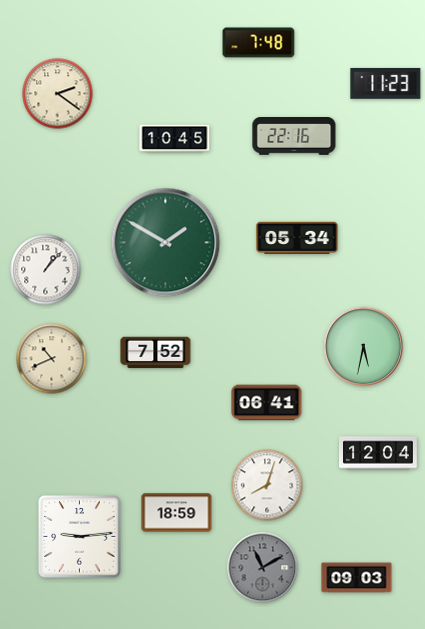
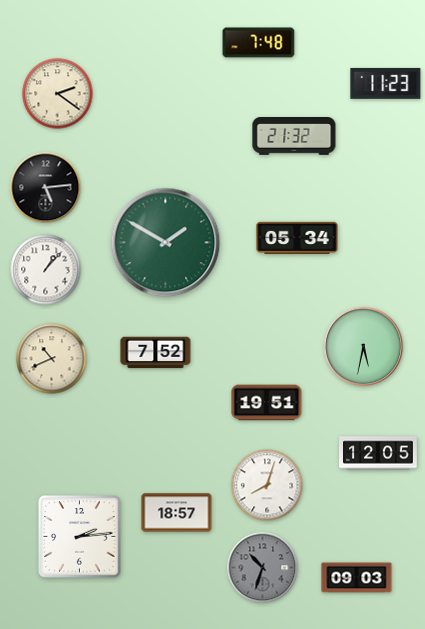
clock at (294, 136): 22:16 -> 21:32
clock at (175, 139): 10:45 -> none
clock at (46, 188): none -> 5:14
clock at (267, 403): 06:41 -> 19:51
clock at (379, 453): 12:04 -> 12:05
clock at (177, 513): 18:59 -> 18:57
clock at (80, 537): 9:14 -> 2:14
clock at (263, 568): 11:10 -> 10:33
